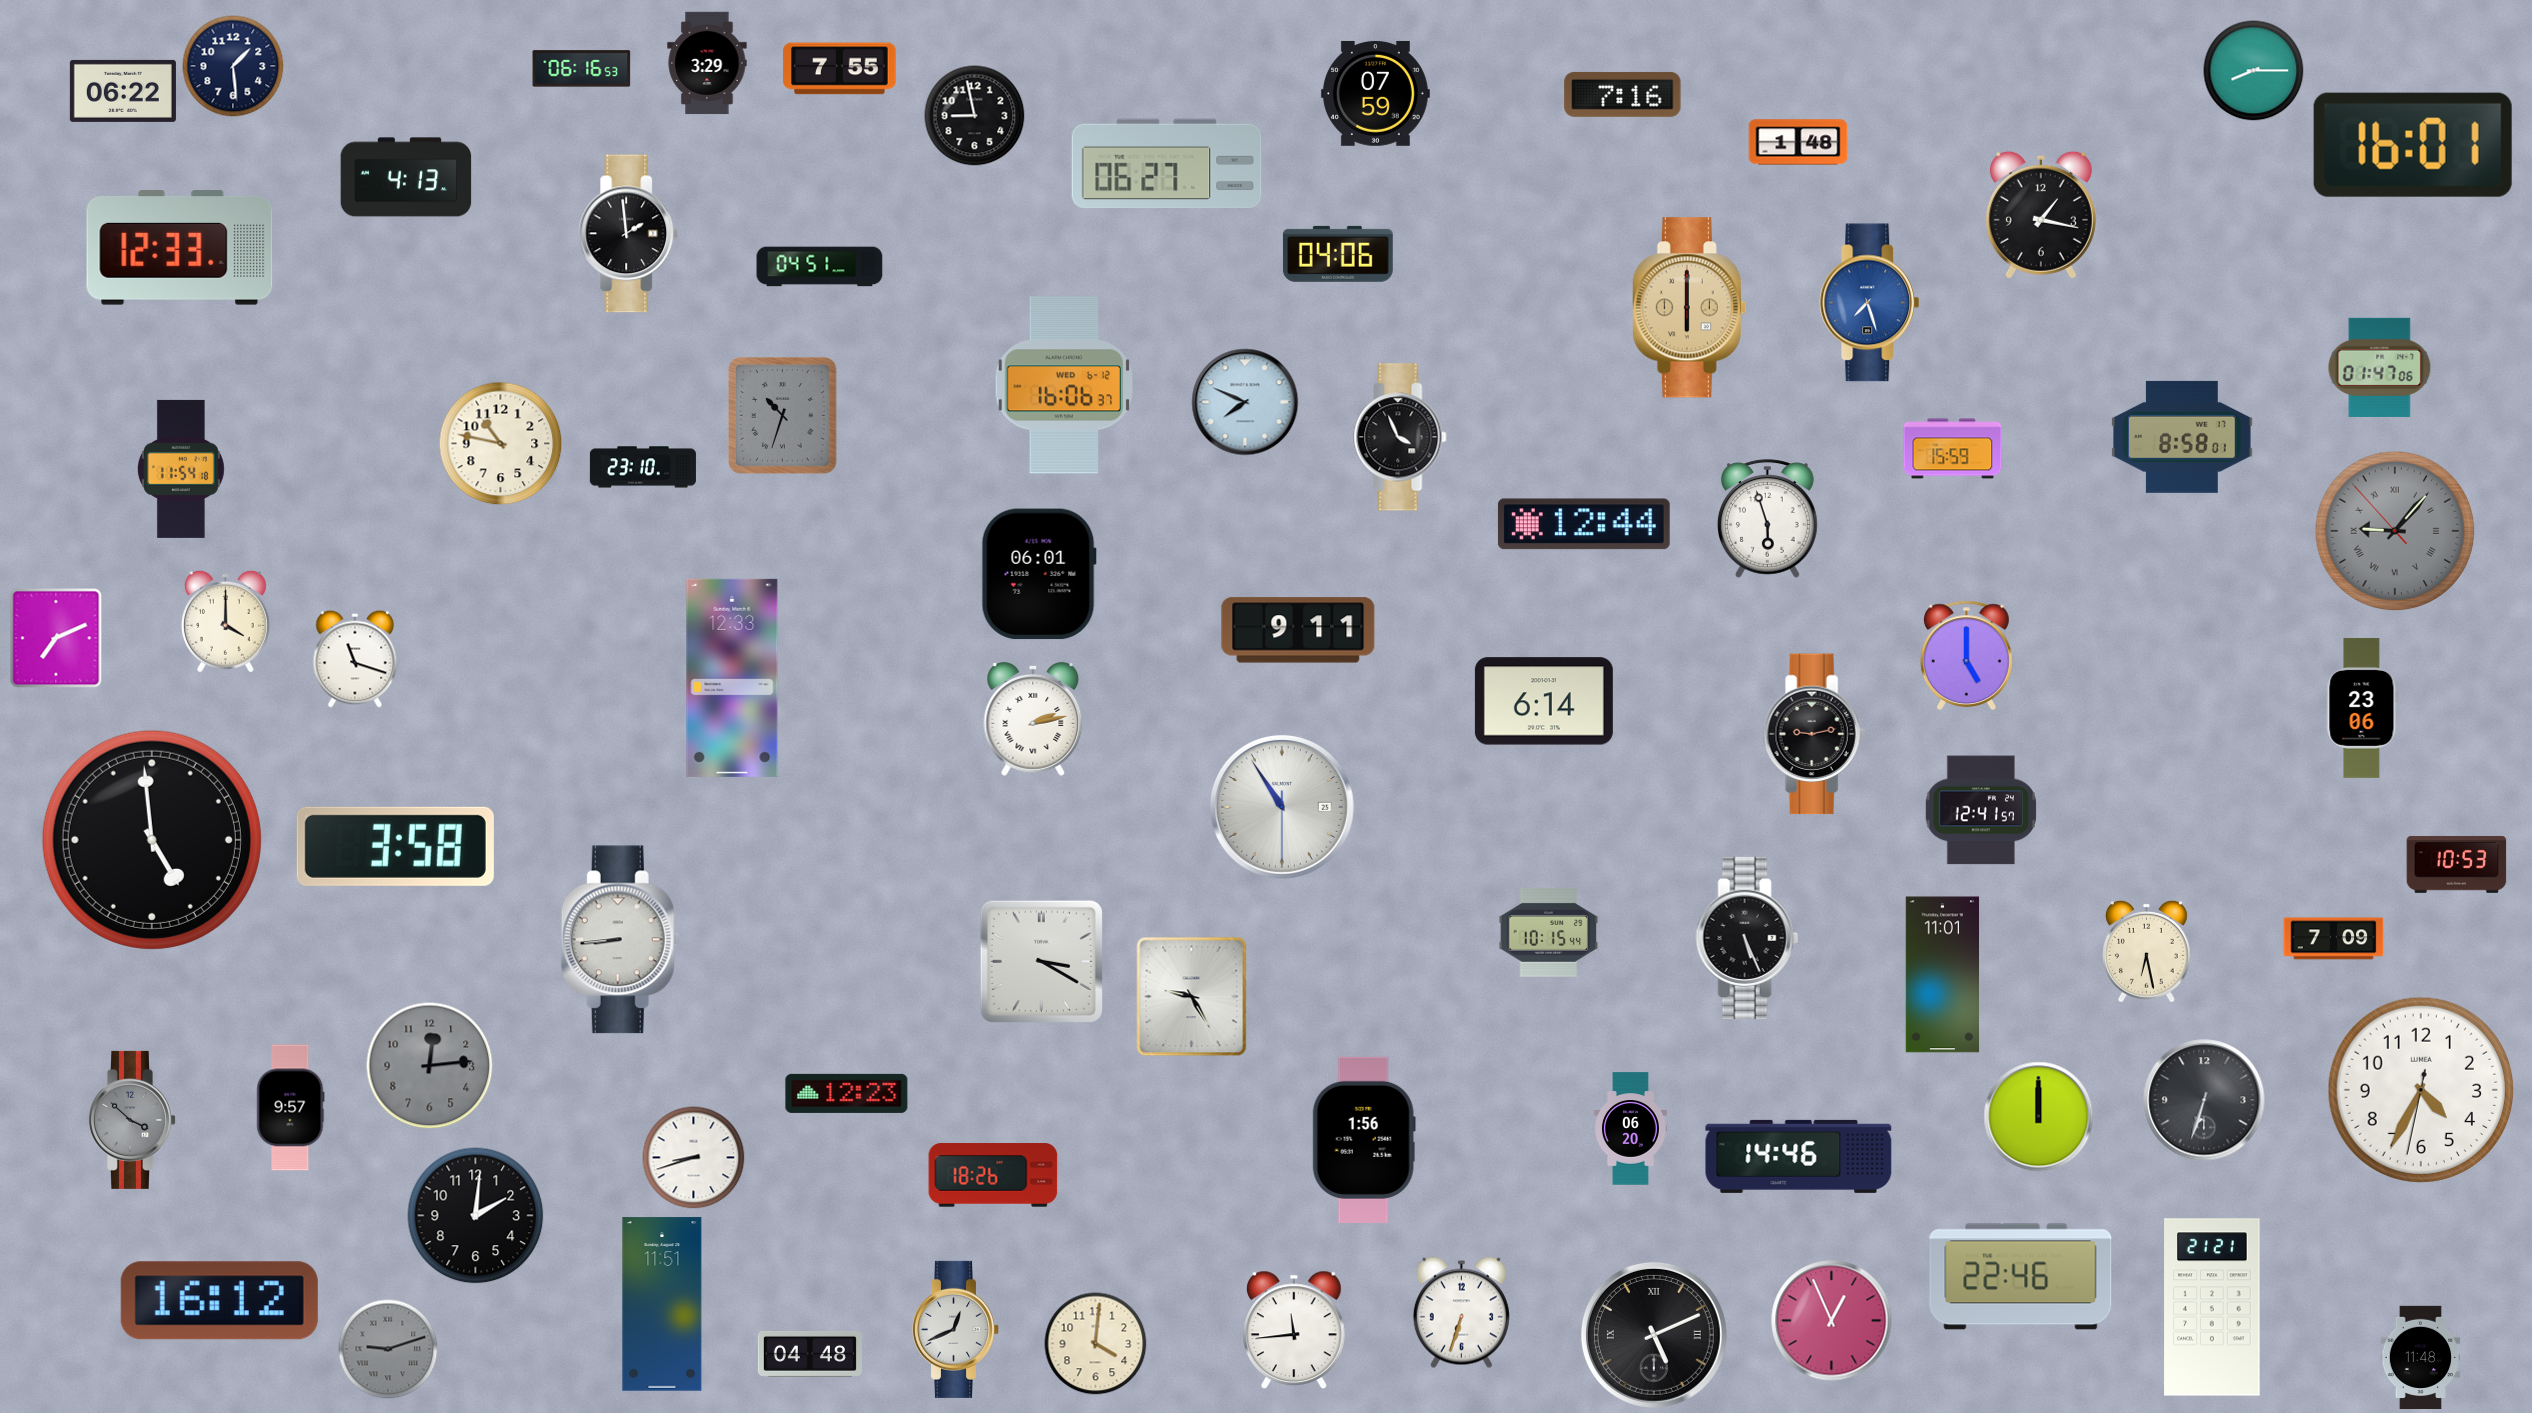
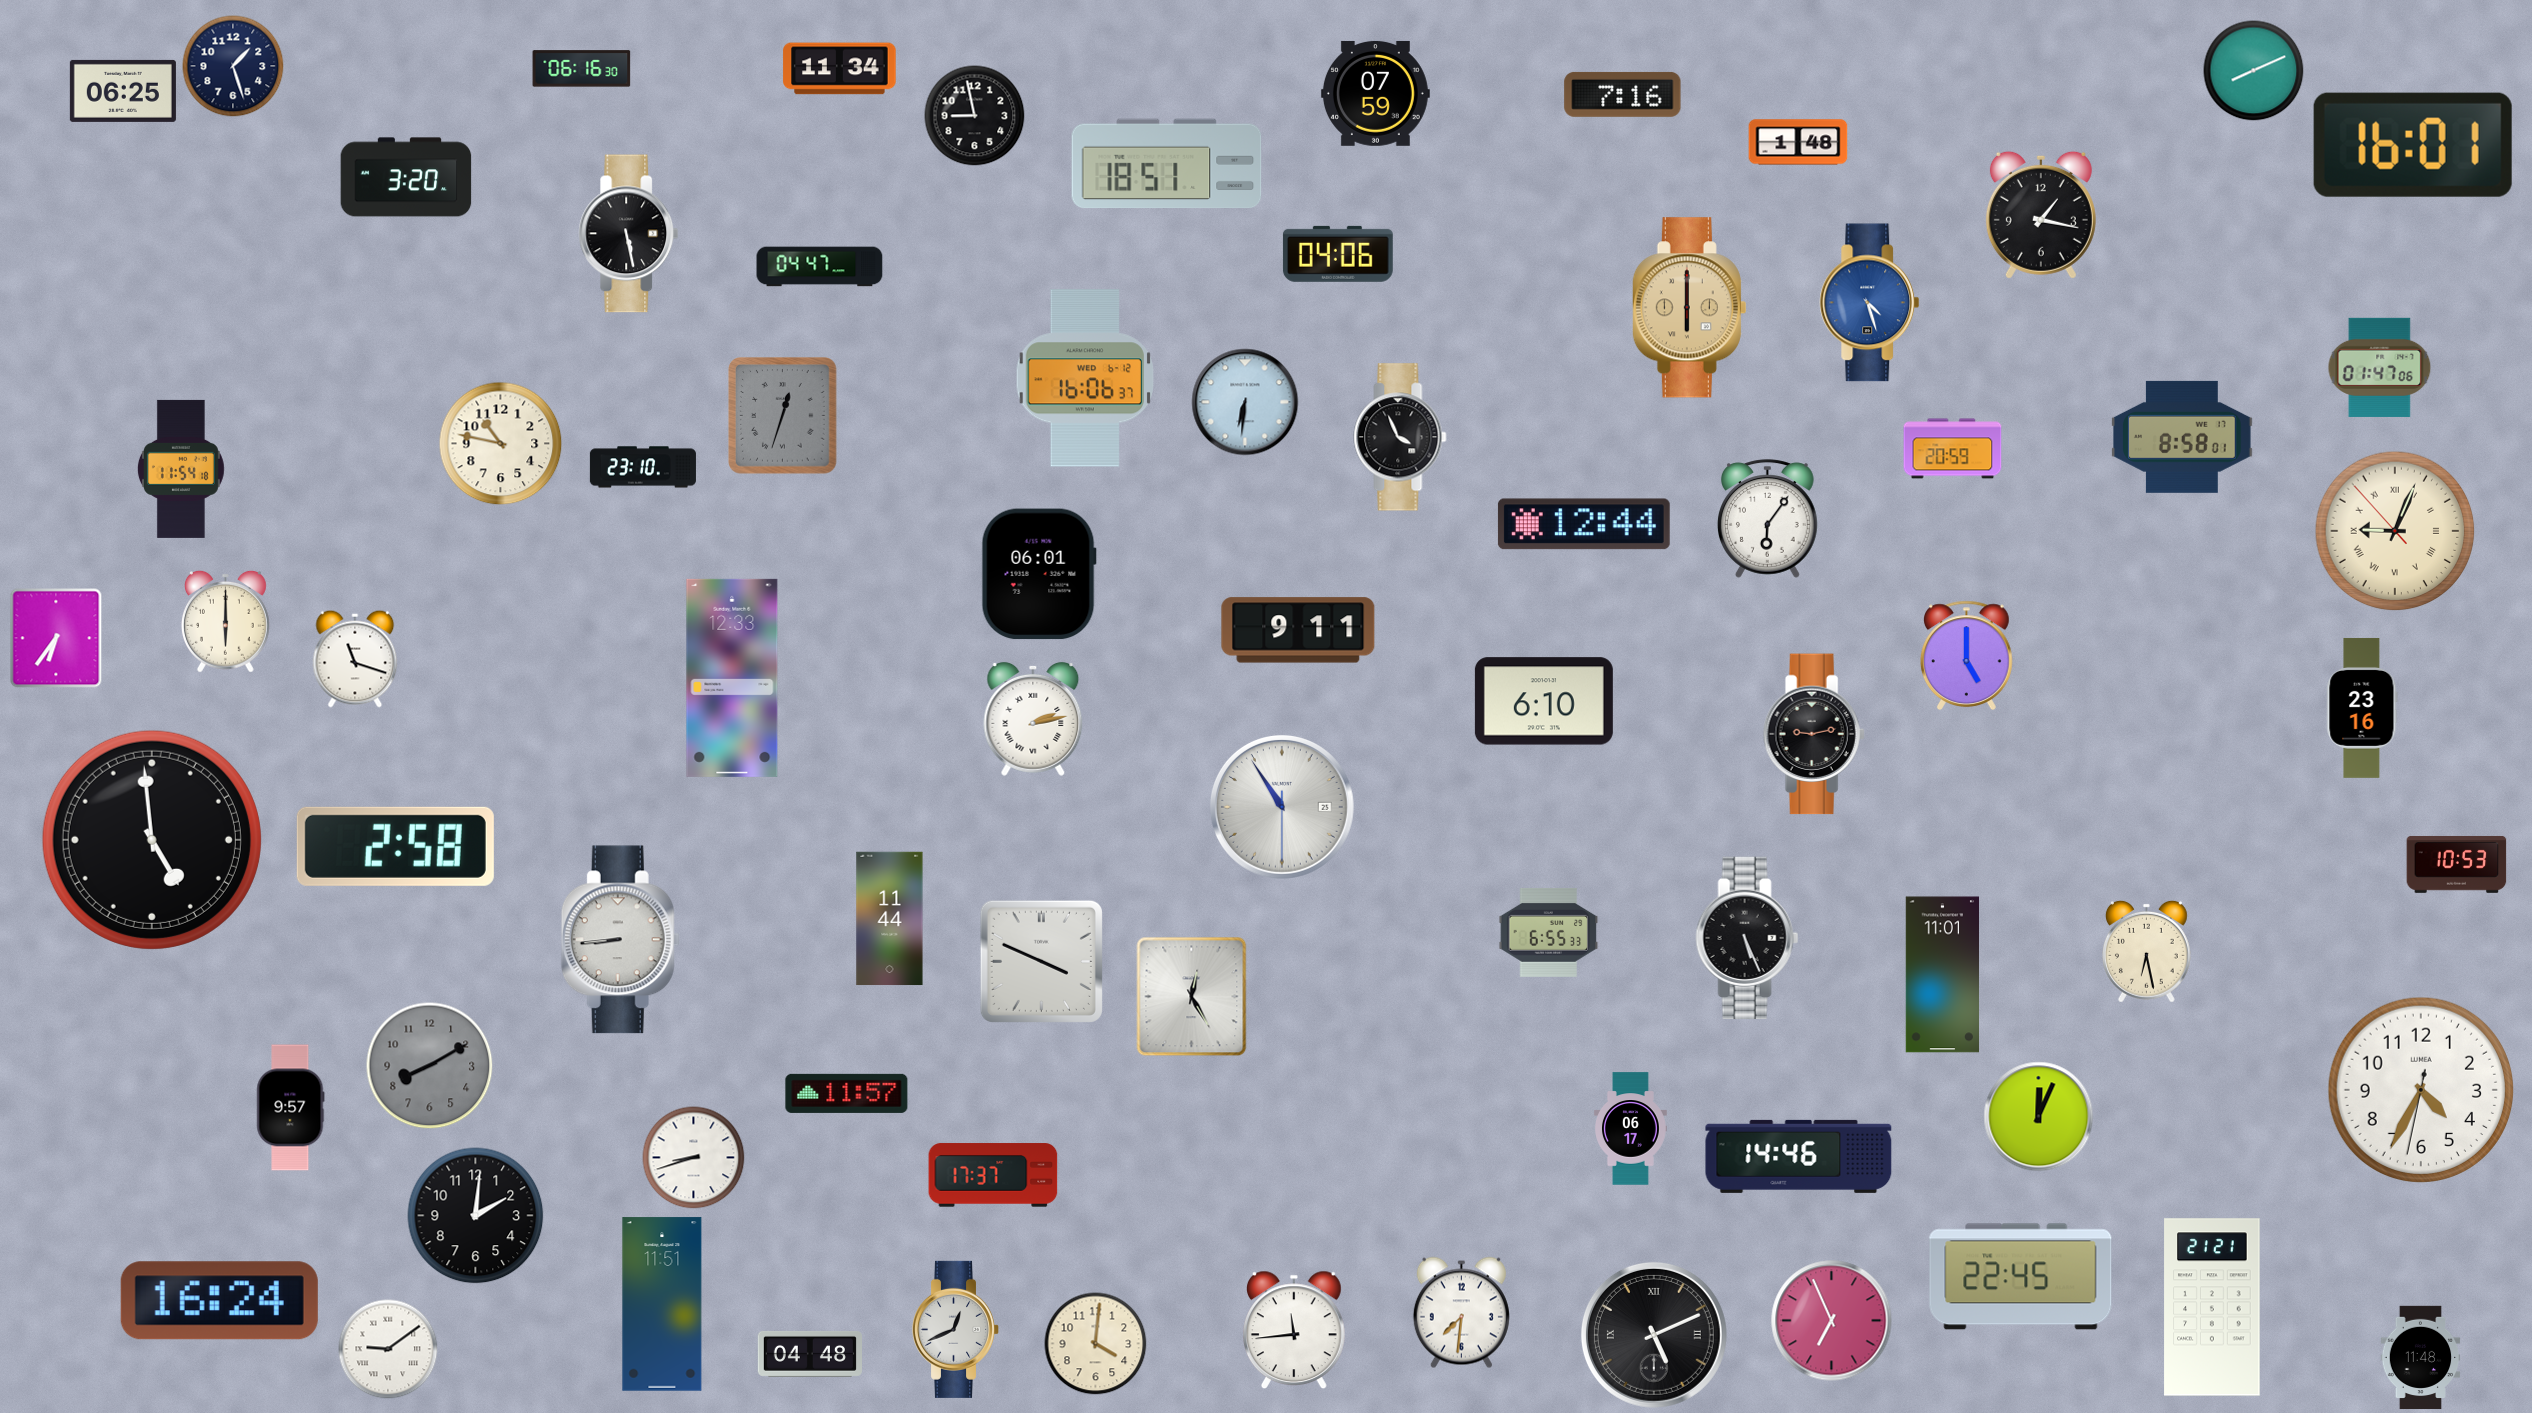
clock at (707, 63): 3:29 -> none
clock at (233, 66): 1:29 -> 1:27
clock at (582, 69): 06:16:53 -> 06:16:30
clock at (840, 69): 7:55 -> 11:34
clock at (2254, 71): 8:15 -> 8:11
clock at (123, 91): 06:22 -> 06:25
clock at (1167, 164): 06:27 -> 18:51
clock at (406, 177): 4:13 -> 3:20
clock at (629, 234): 1:59 -> 5:28
clock at (180, 248): 12:33 -> none
clock at (820, 267): 04:51 -> 04:47
clock at (1870, 303): 7:27 -> 4:27
clock at (1064, 385) position: (1064, 385) -> (1085, 378)
clock at (1245, 402): 7:49 -> 6:31
clock at (783, 416): 10:33 -> 12:33
clock at (1953, 449): 15:59 -> 20:59
clock at (1768, 519): 5:57 -> 6:06
clock at (2395, 531): 9:06 -> 9:03
clock at (2395, 531) dial: grey -> cream
clock at (225, 621): 4:00 -> 6:00
clock at (56, 638): 7:11 -> 6:36
clock at (1544, 701): 6:14 -> 6:10
clock at (2362, 708): 23:06 -> 23:16
clock at (1980, 810): 12:41 -> none
clock at (395, 846): 3:58 -> 2:58
clock at (890, 919): none -> 11:44
clock at (1549, 932): 10:15 -> 6:55
clock at (2334, 939): 7:09 -> none
clock at (1041, 961): 3:20 -> 3:49
clock at (1192, 997): 9:25 -> 12:25
clock at (430, 1066): 12:14 -> 8:10
clock at (847, 1093): 12:23 -> 11:57
clock at (2204, 1100): 6:33 -> none
clock at (2039, 1117): 12:00 -> 12:04
clock at (133, 1120): 3:52 -> none
clock at (1631, 1129): 06:20 -> 06:17
clock at (1364, 1140): 1:56 -> none
clock at (993, 1175): 18:26 -> 17:37
clock at (2021, 1277): 22:46 -> 22:45
clock at (219, 1301): 16:12 -> 16:24
clock at (1461, 1313): 6:33 -> 7:31
clock at (1832, 1321): 12:56 -> 6:56
clock at (388, 1349): 9:12 -> 9:09
clock at (388, 1349) dial: grey -> white
